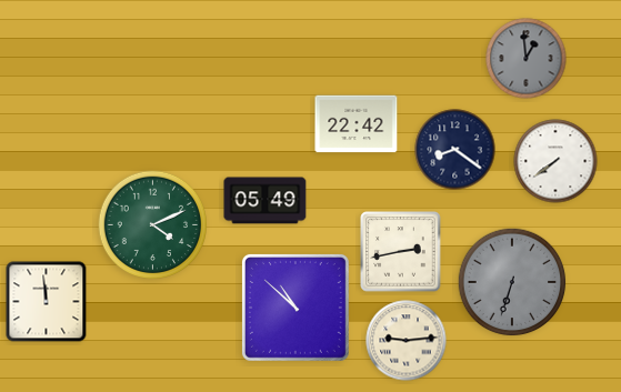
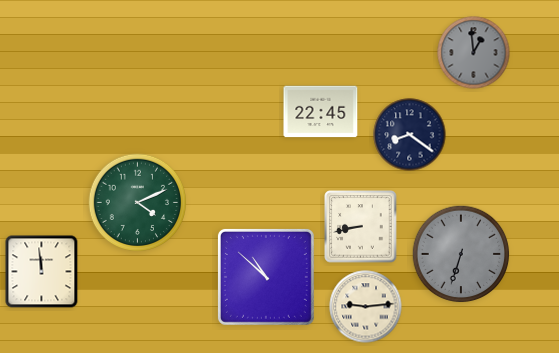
clock at (357, 124): 22:42 -> 22:45
clock at (555, 161): 7:39 -> none
clock at (266, 201): 05:49 -> none
clock at (401, 252): 2:43 -> 8:43
